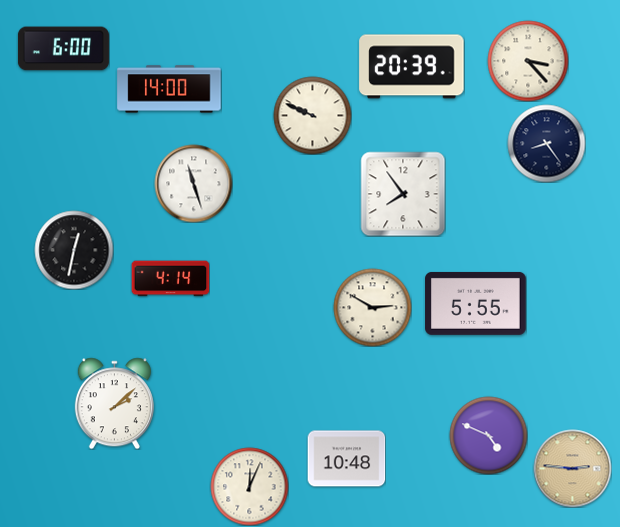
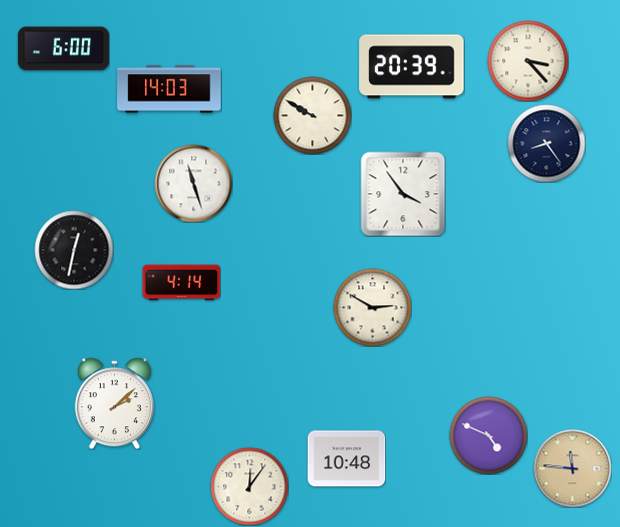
clock at (169, 89): 14:00 -> 14:03
clock at (312, 115): 9:49 -> 9:50
clock at (403, 194): 7:54 -> 3:54
clock at (170, 279) position: (170, 279) -> (181, 283)
clock at (476, 303): 5:55 -> none
clock at (572, 468): 2:46 -> 11:46
clock at (249, 486): 12:04 -> 12:06
